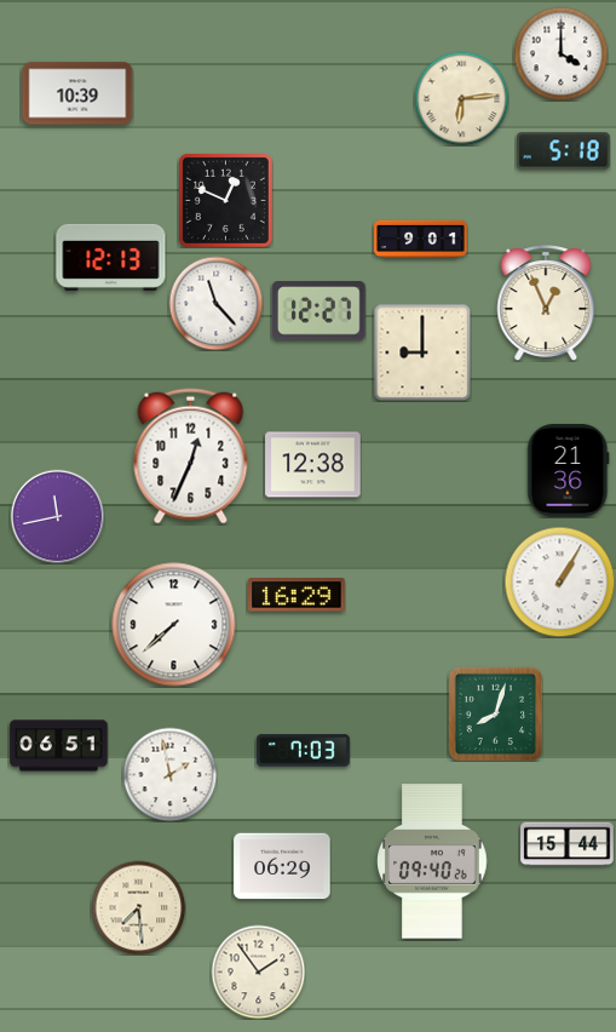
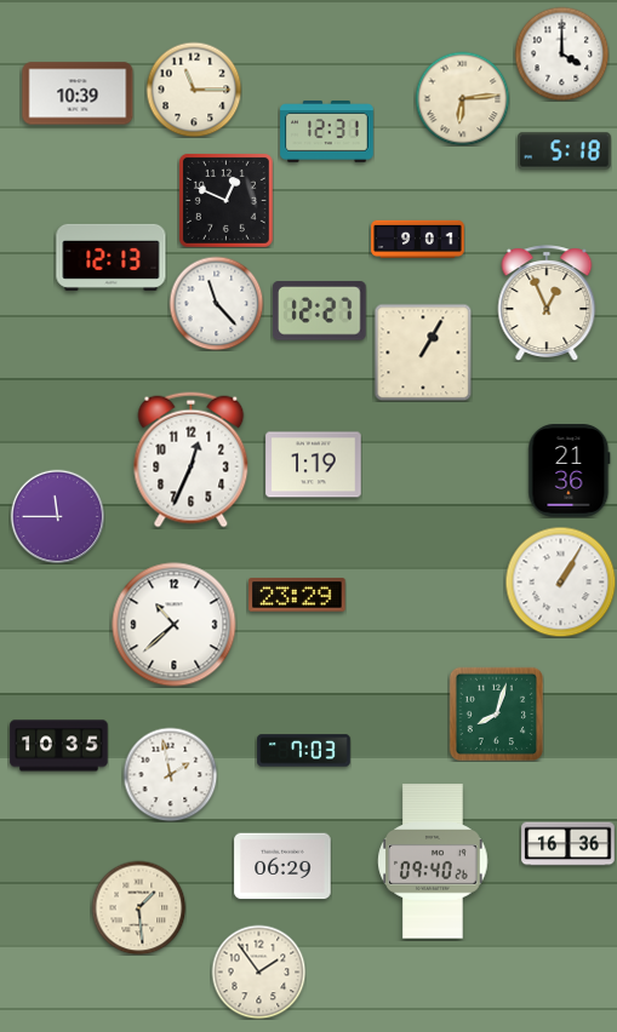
clock at (194, 90): none -> 11:15
clock at (327, 132): none -> 12:31
clock at (421, 239) position: (421, 239) -> (418, 239)
clock at (422, 352): 9:00 -> 1:05
clock at (191, 457) position: (191, 457) -> (192, 460)
clock at (313, 465): 12:38 -> 1:19
clock at (57, 516): 11:43 -> 11:45
clock at (297, 595): 16:29 -> 23:29
clock at (174, 625): 7:38 -> 10:38
clock at (59, 746): 06:51 -> 10:35
clock at (568, 844): 15:44 -> 16:36
clock at (138, 907): 7:29 -> 1:29
